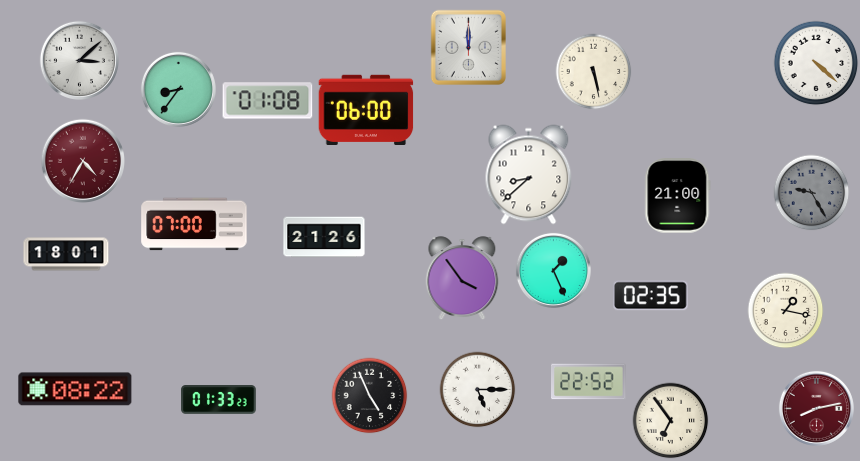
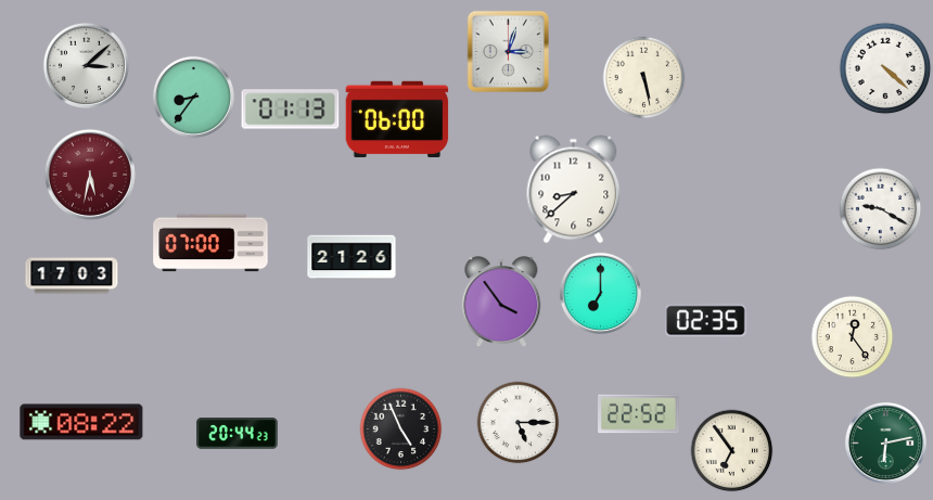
clock at (468, 47): 12:00 -> 3:03
clock at (268, 101): 01:08 -> 01:13
clock at (82, 160): 4:35 -> 5:32
clock at (812, 193): 9:25 -> 9:20
clock at (812, 193) dial: grey -> white
clock at (678, 196): 21:00 -> none
clock at (66, 254): 18:01 -> 17:03
clock at (553, 270): 1:26 -> 7:00
clock at (786, 311): 1:17 -> 12:24
clock at (219, 400): 01:33 -> 20:44
clock at (816, 408): 8:13 -> 6:13
clock at (816, 408) dial: burgundy -> green
clock at (671, 421) position: (671, 421) -> (732, 451)
